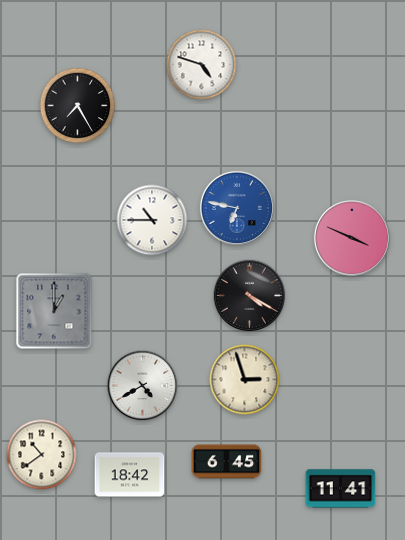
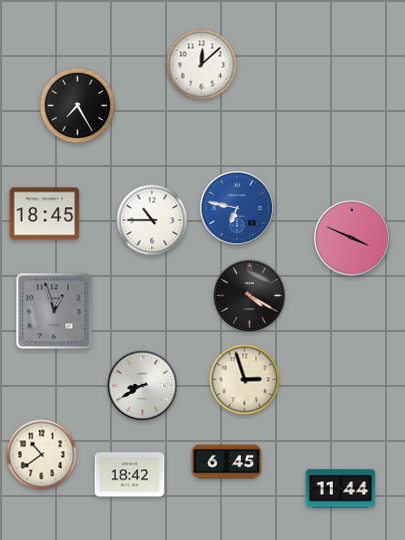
clock at (202, 65): 4:48 -> 12:08
clock at (45, 214): none -> 18:45
clock at (54, 311): 1:00 -> 12:57
clock at (143, 386): 4:40 -> 8:40
clock at (341, 489): 11:41 -> 11:44
